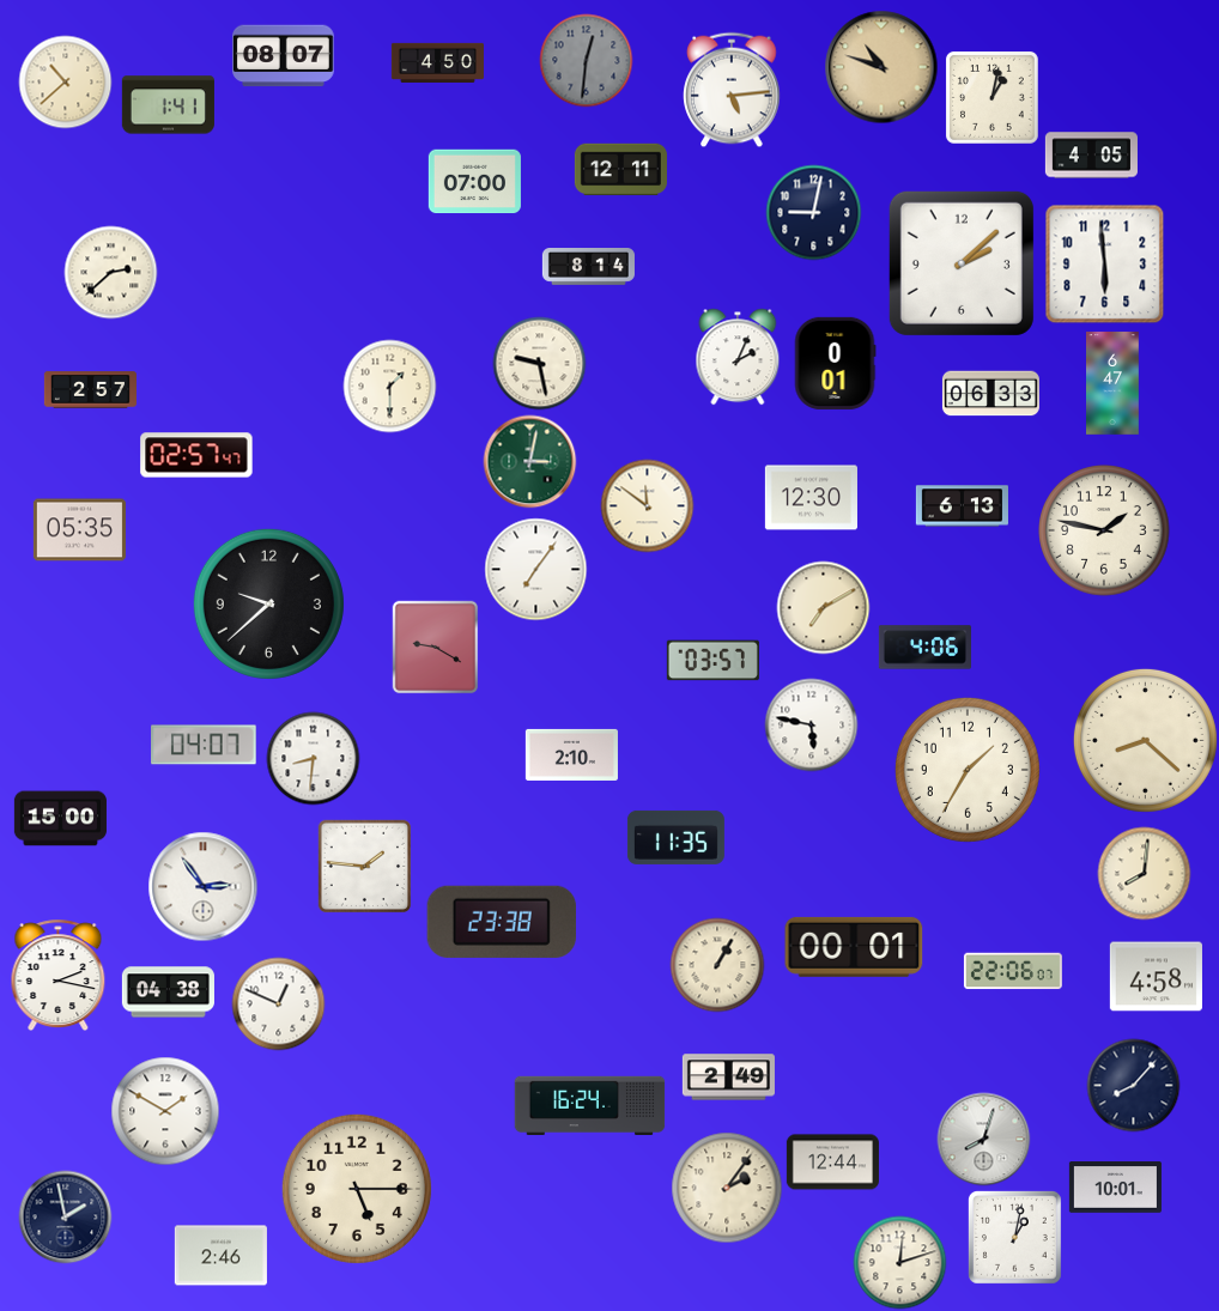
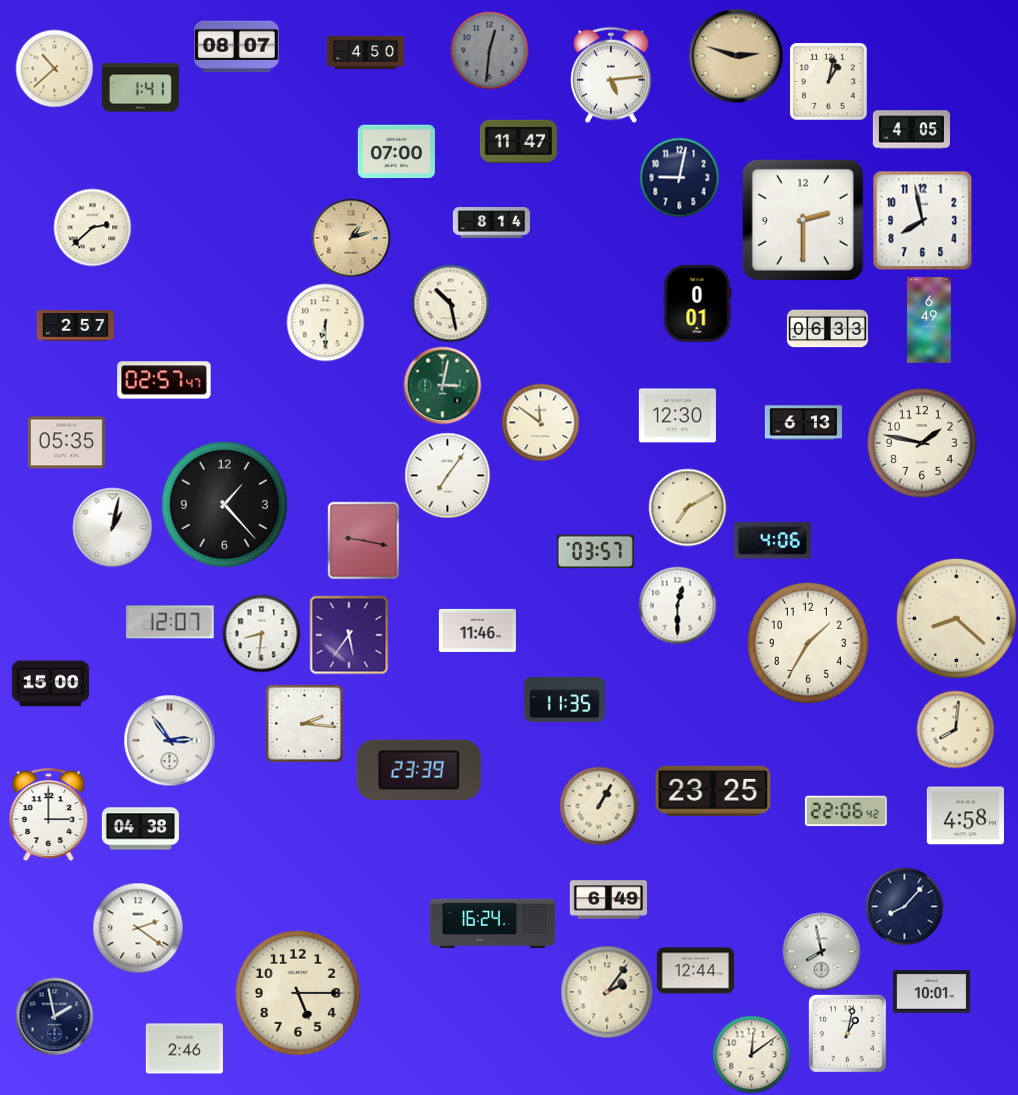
clock at (881, 67): 10:48 -> 2:48
clock at (620, 170): 12:11 -> 11:47
clock at (962, 263): 2:08 -> 2:30
clock at (1104, 263): 5:59 -> 7:58
clock at (351, 238): none -> 1:12
clock at (738, 357): 2:04 -> none
clock at (539, 363): 9:28 -> 10:28
clock at (1114, 383): 6:47 -> 6:49
clock at (389, 386): 1:30 -> 6:30
clock at (268, 603): 9:38 -> 1:23
clock at (112, 527): none -> 1:02
clock at (436, 647): 9:20 -> 9:17
clock at (811, 724): 5:47 -> 12:30
clock at (204, 745): 04:07 -> 12:07
clock at (571, 754): 2:10 -> 11:46
clock at (349, 635): none -> 5:36
clock at (364, 866): 1:46 -> 2:16
clock at (502, 922): 23:38 -> 23:39
clock at (854, 947): 00:01 -> 23:25
clock at (1013, 971): 22:06:07 -> 22:06:42
clock at (59, 975): 2:17 -> 3:00
clock at (278, 1003): 12:49 -> none
clock at (728, 1078): 2:49 -> 6:49
clock at (1133, 1085) position: (1133, 1085) -> (904, 906)
clock at (165, 1111): 1:50 -> 2:21
clock at (983, 1139): 8:03 -> 7:58
clock at (899, 1262): 12:12 -> 12:09
